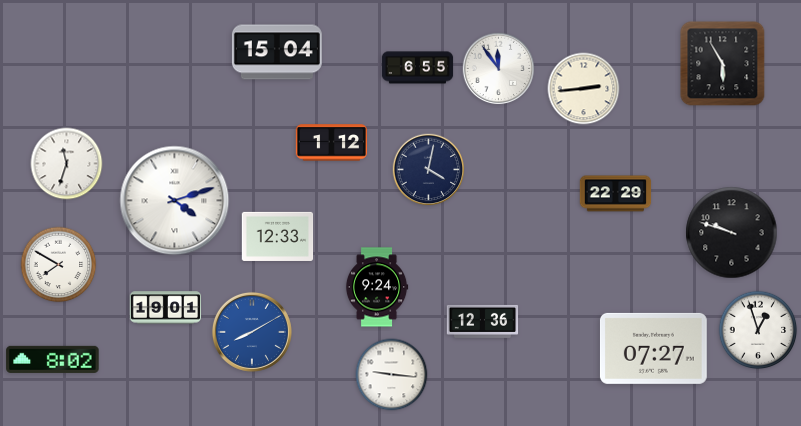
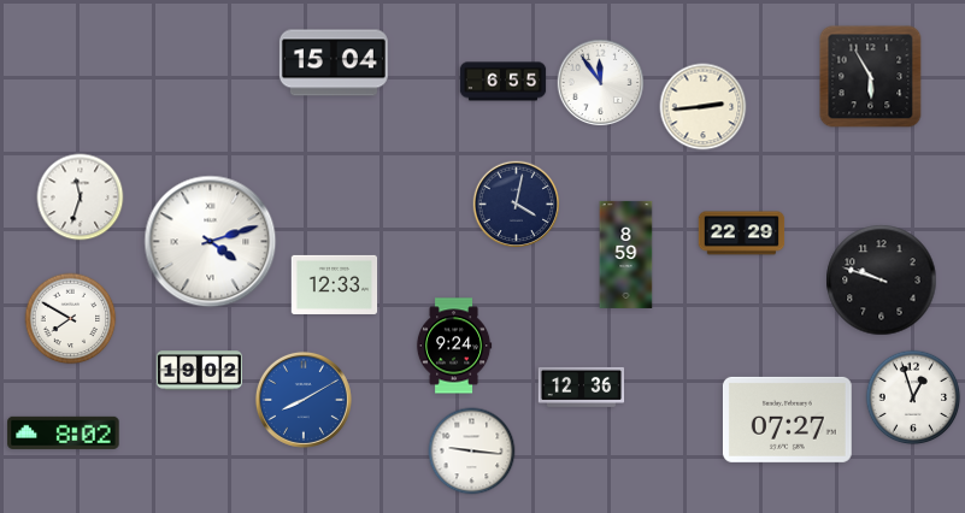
clock at (332, 143): 1:12 -> none
clock at (626, 254): none -> 8:59
clock at (166, 308): 19:01 -> 19:02
